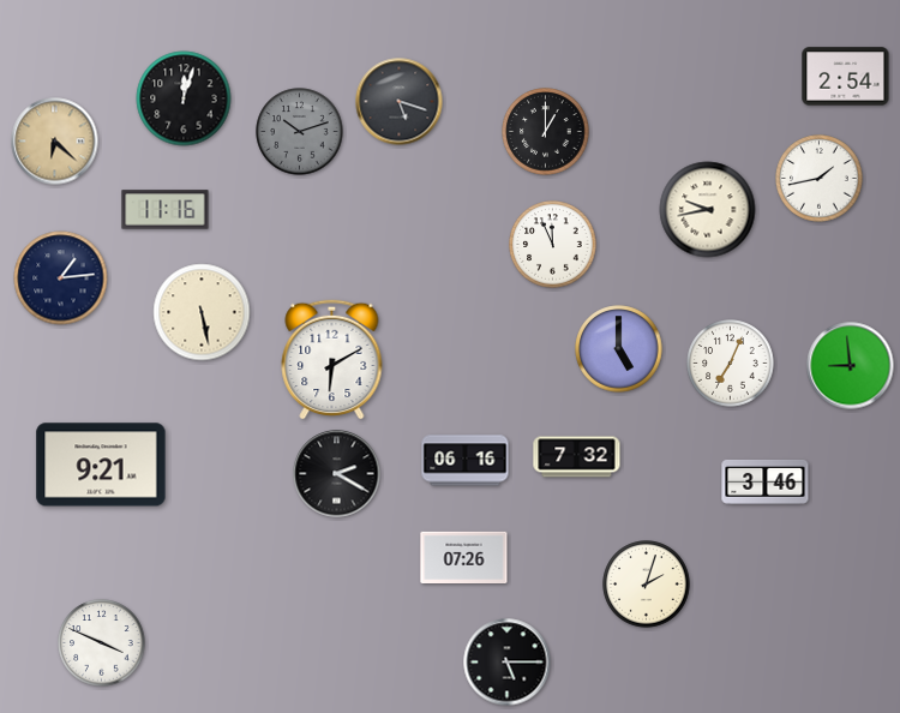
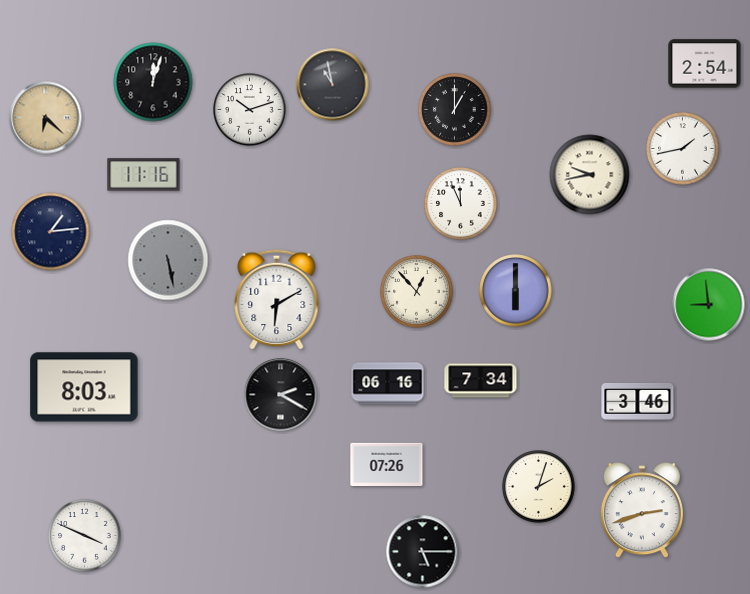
clock at (400, 102): 5:18 -> 10:58
clock at (300, 132) dial: grey -> white
clock at (166, 210) position: (166, 210) -> (144, 175)
clock at (202, 312) dial: cream -> grey
clock at (619, 349): 5:00 -> 6:00
clock at (417, 292): none -> 12:53
clock at (731, 364): 7:04 -> none
clock at (577, 457): 7:32 -> 7:34
clock at (101, 465): 9:21 -> 8:03
clock at (642, 511): none -> 2:42
